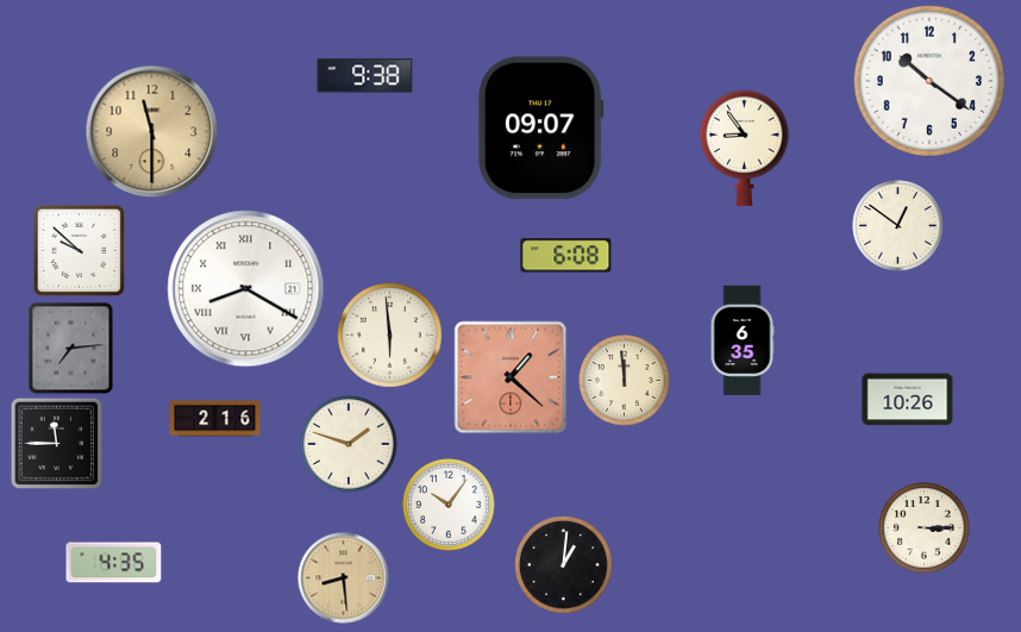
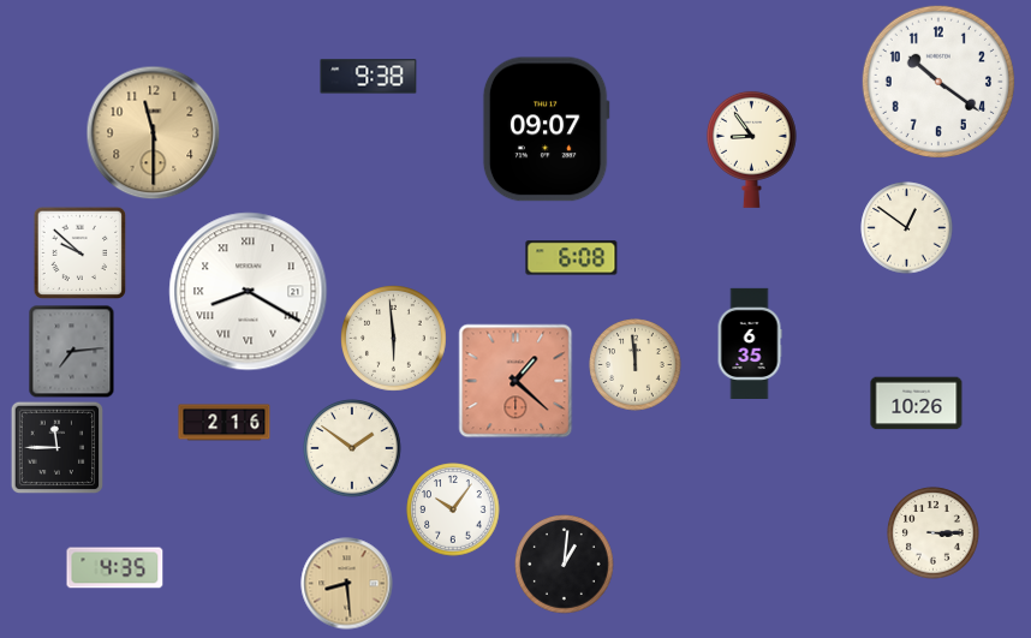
clock at (625, 381) position: (625, 381) -> (636, 365)
clock at (215, 419) position: (215, 419) -> (225, 423)
clock at (349, 444): 1:48 -> 1:51
clock at (564, 565) position: (564, 565) -> (565, 565)
